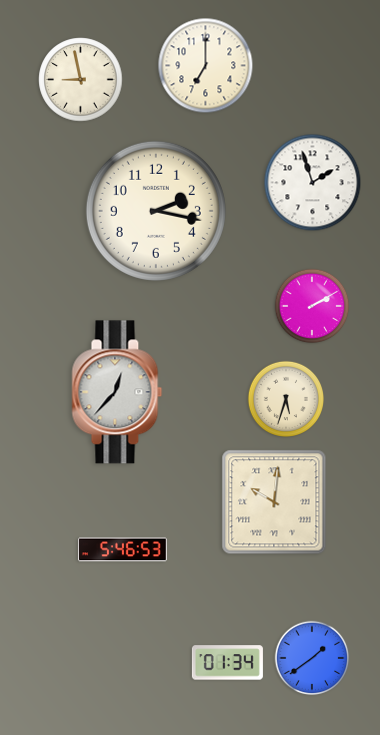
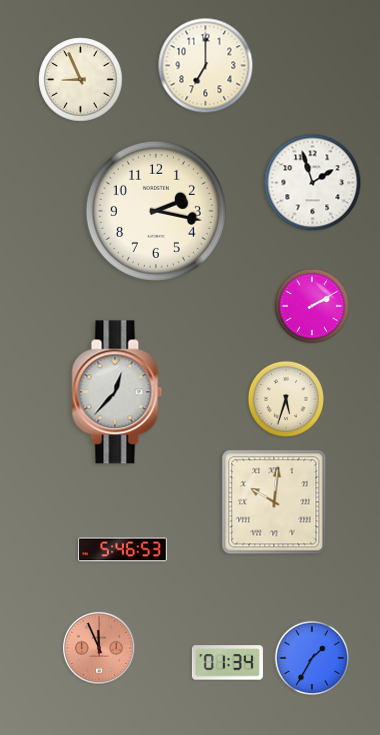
clock at (81, 80): 8:58 -> 8:56
clock at (99, 648): none -> 11:56
clock at (312, 658): 1:39 -> 1:35
